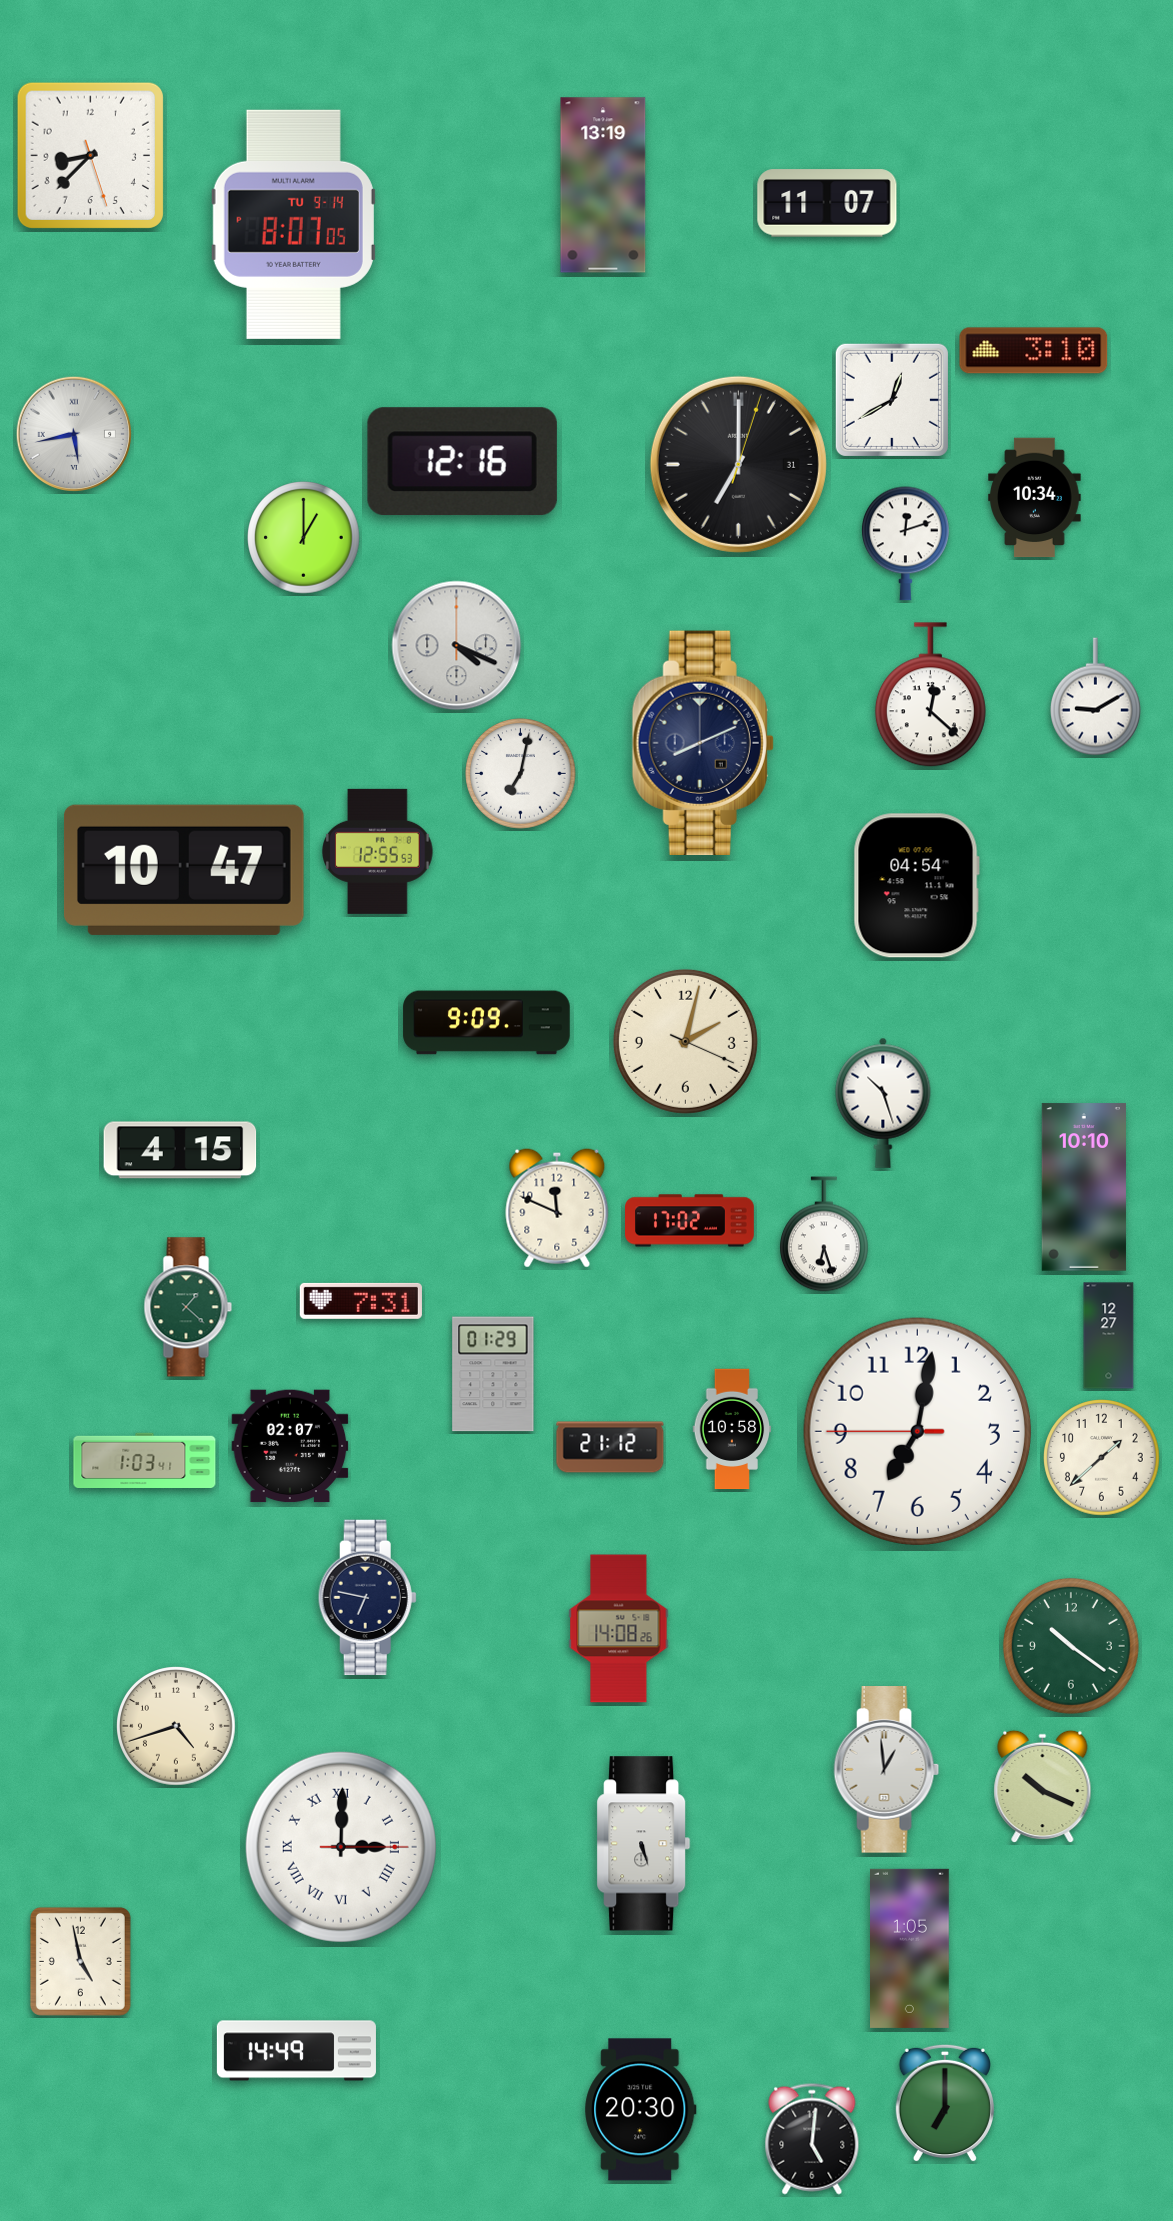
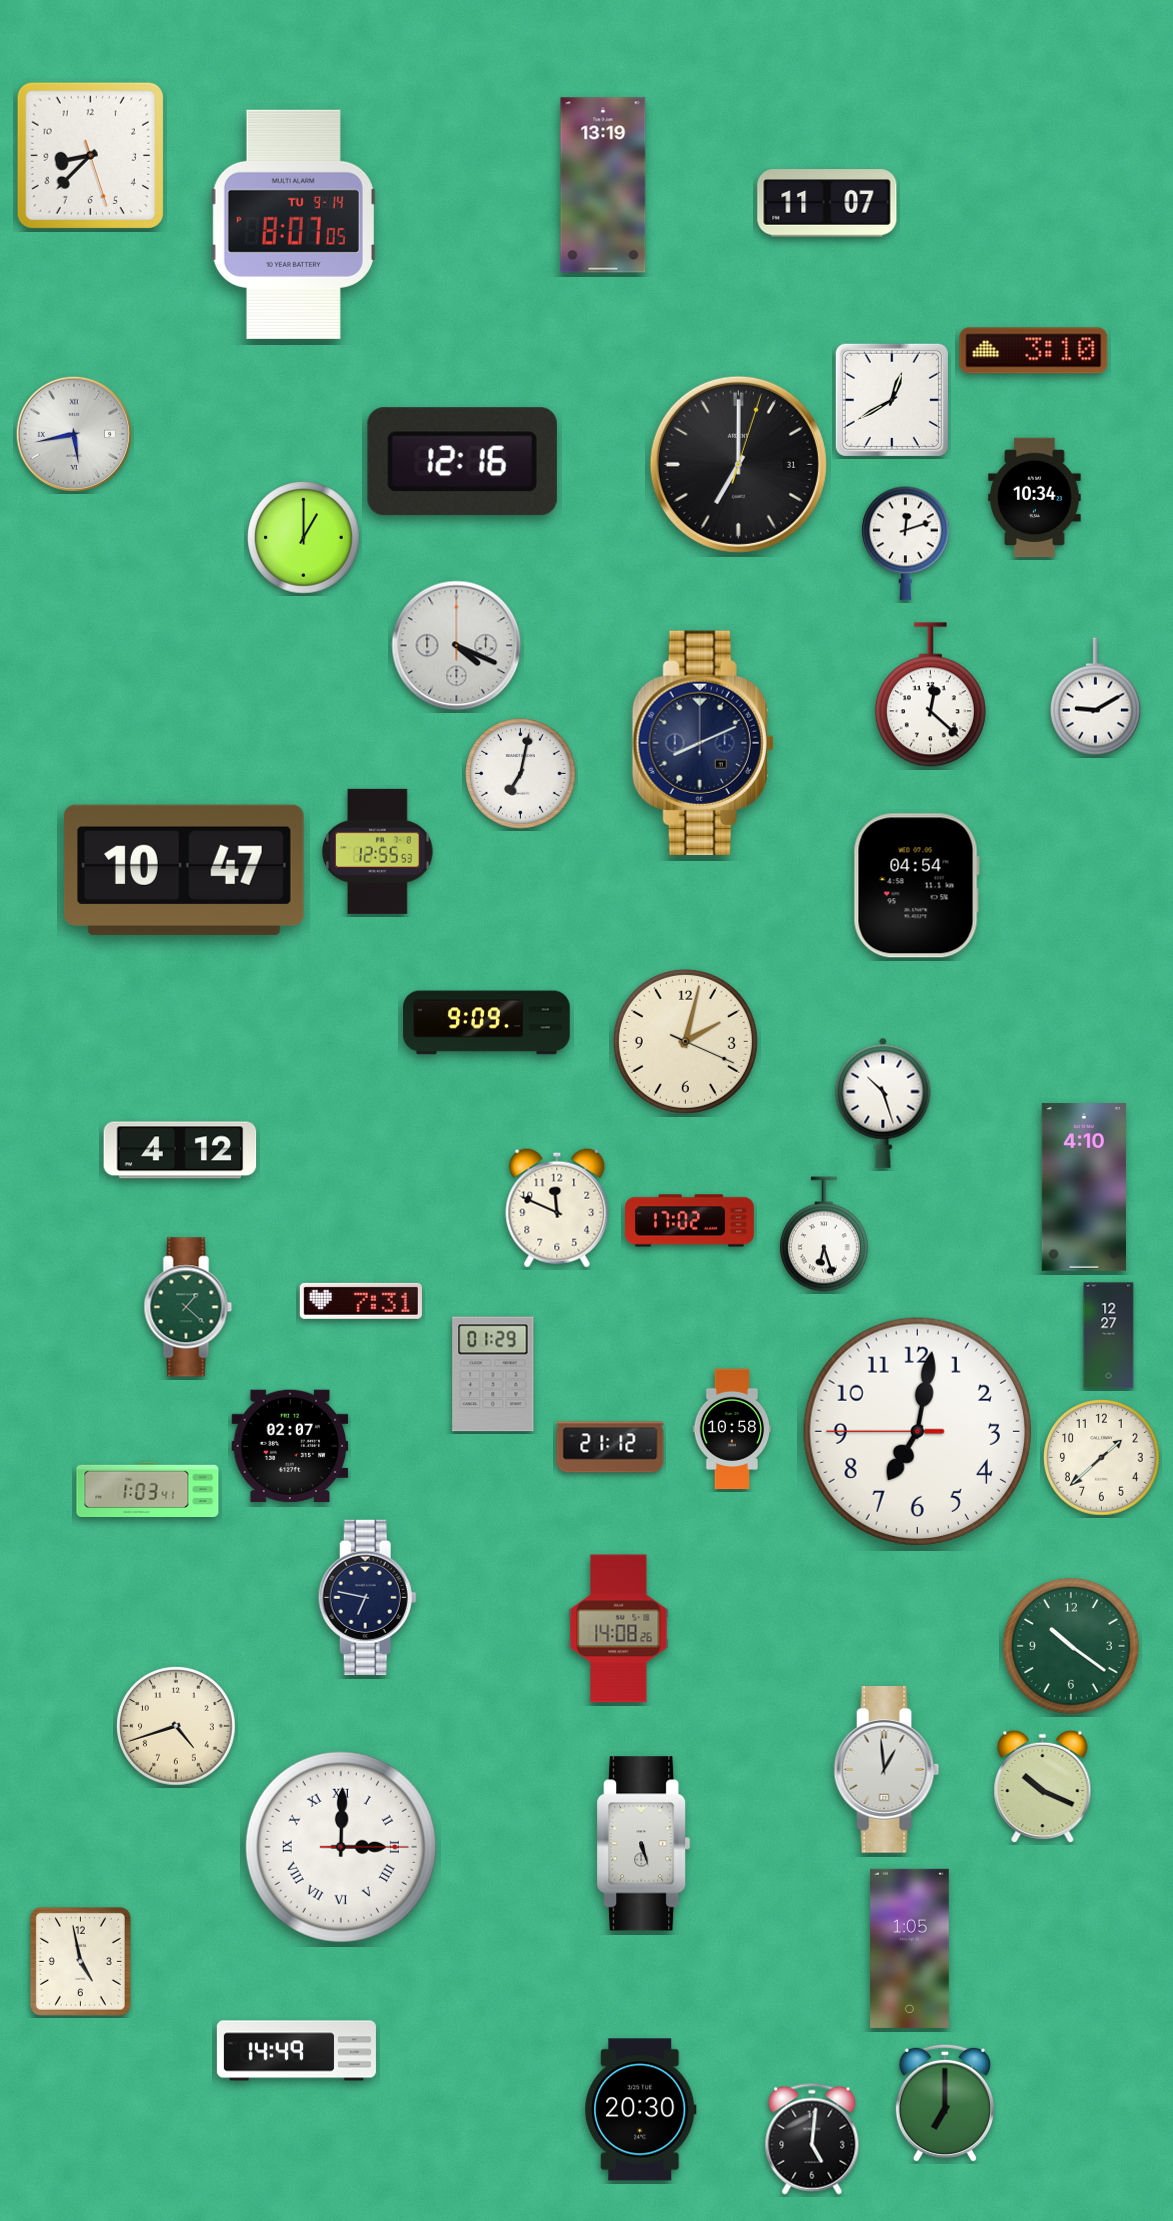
clock at (180, 1150): 4:15 -> 4:12
clock at (1084, 1187): 10:10 -> 4:10
clock at (145, 1460) position: (145, 1460) -> (148, 1489)
